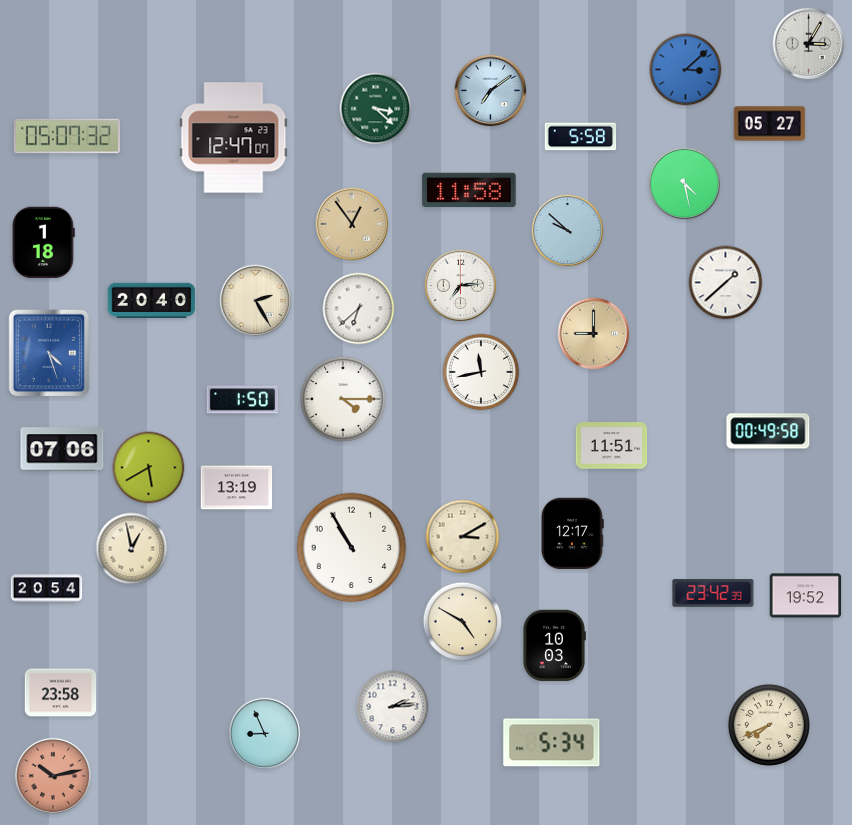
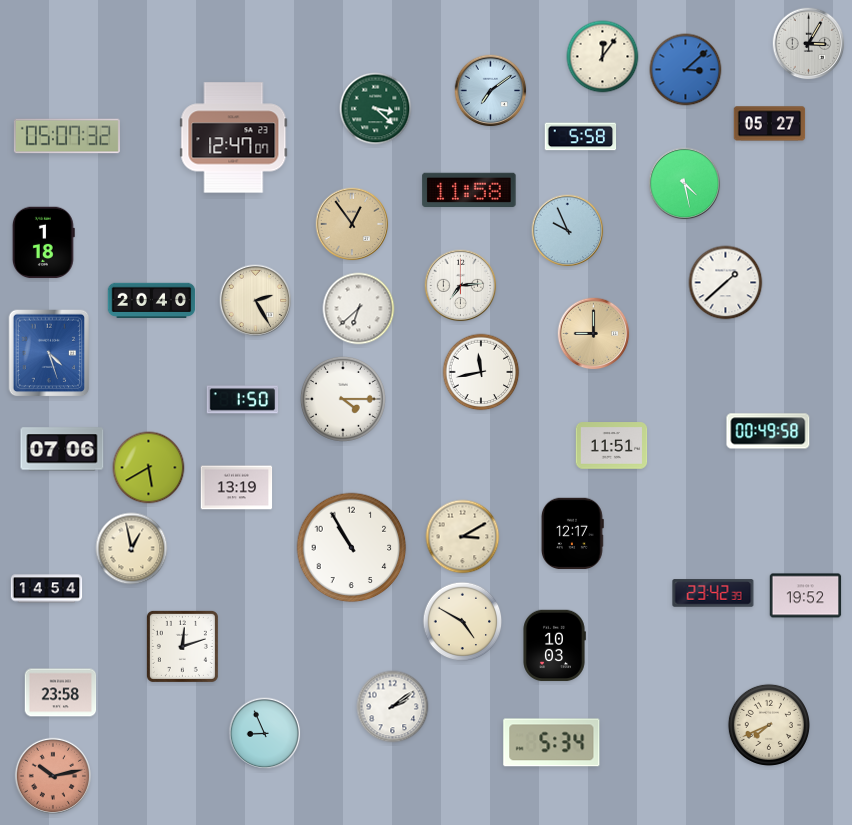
clock at (603, 57): none -> 12:06
clock at (568, 231): 9:52 -> 9:56
clock at (47, 589): 20:54 -> 14:54
clock at (182, 646): none -> 12:12
clock at (393, 707): 2:14 -> 2:09
